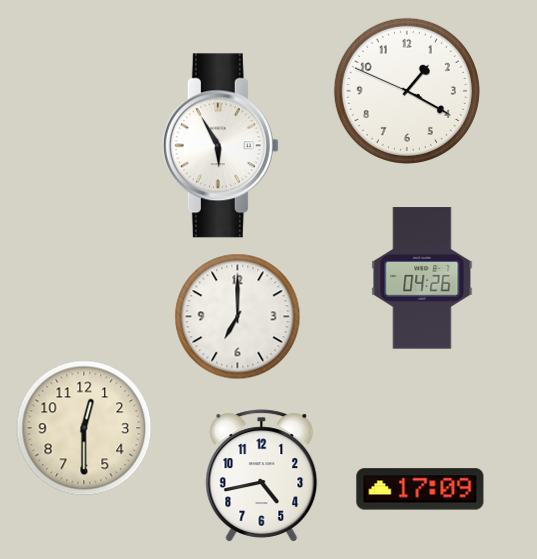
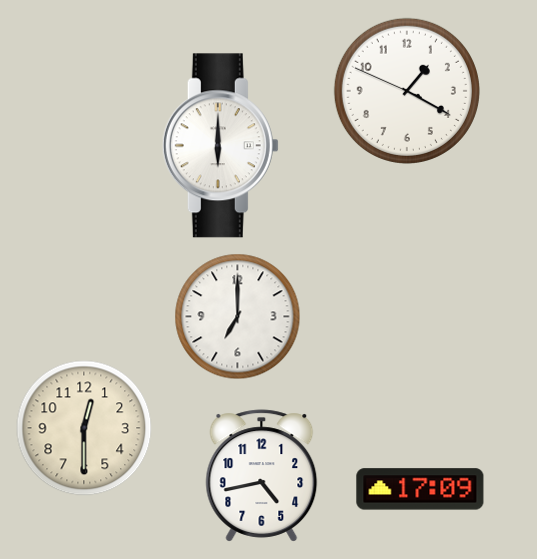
clock at (220, 146): 5:55 -> 6:00
clock at (422, 278): 04:26 -> none
